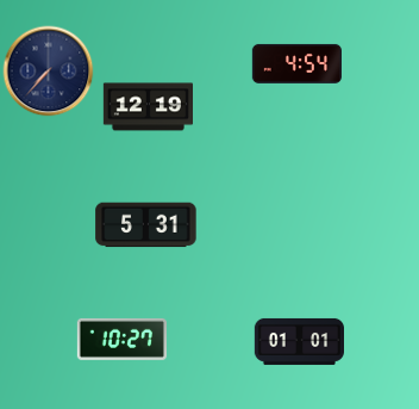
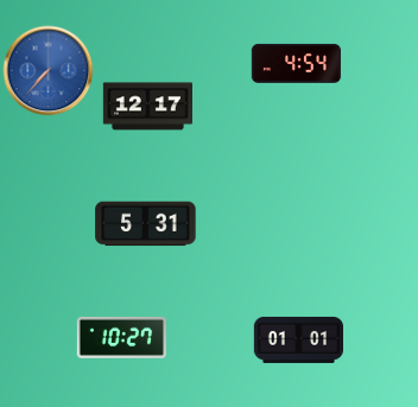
clock at (49, 72) dial: navy -> blue
clock at (148, 107): 12:19 -> 12:17
